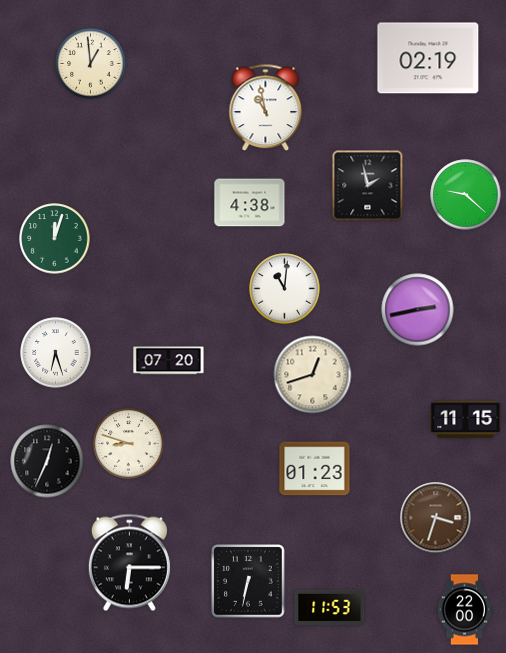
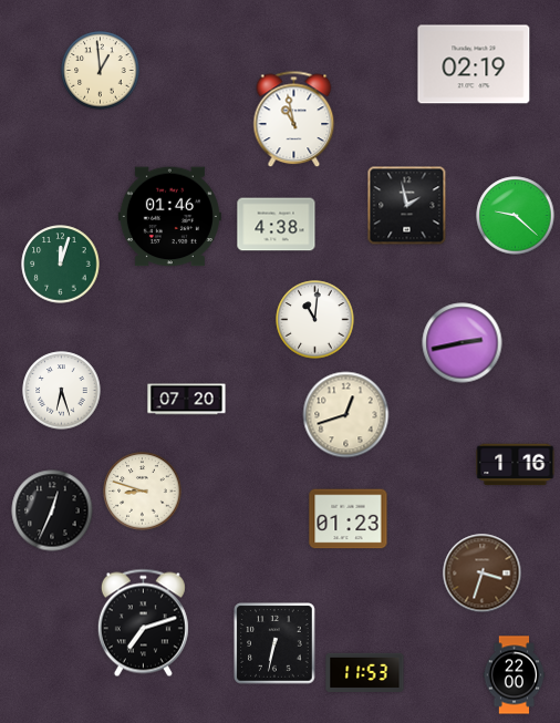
clock at (169, 217): none -> 01:46
clock at (466, 420): 11:15 -> 1:16
clock at (129, 563): 6:15 -> 7:12
